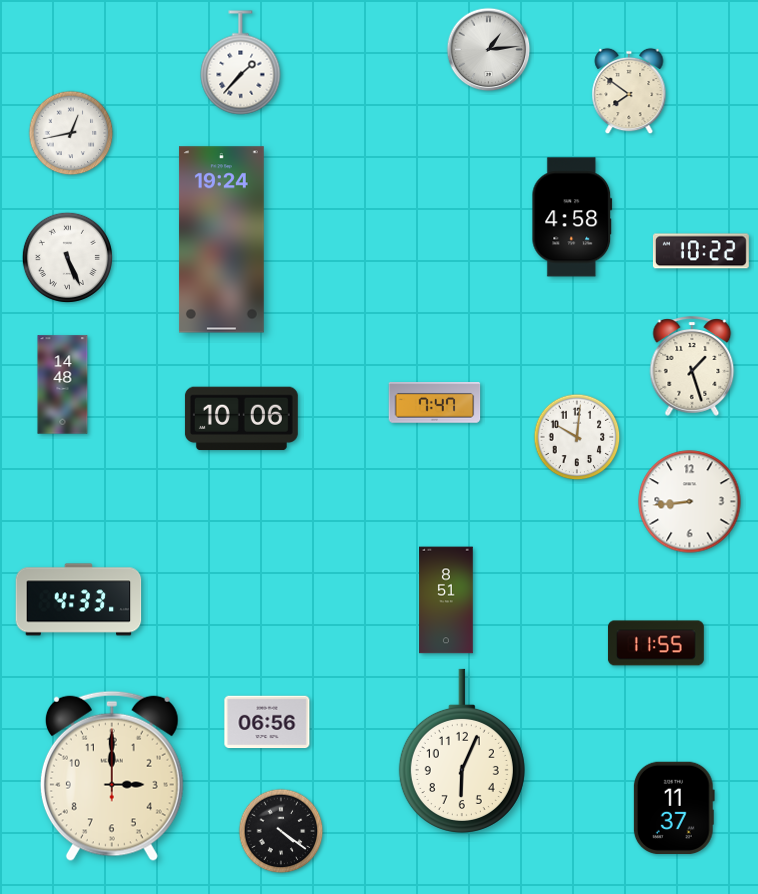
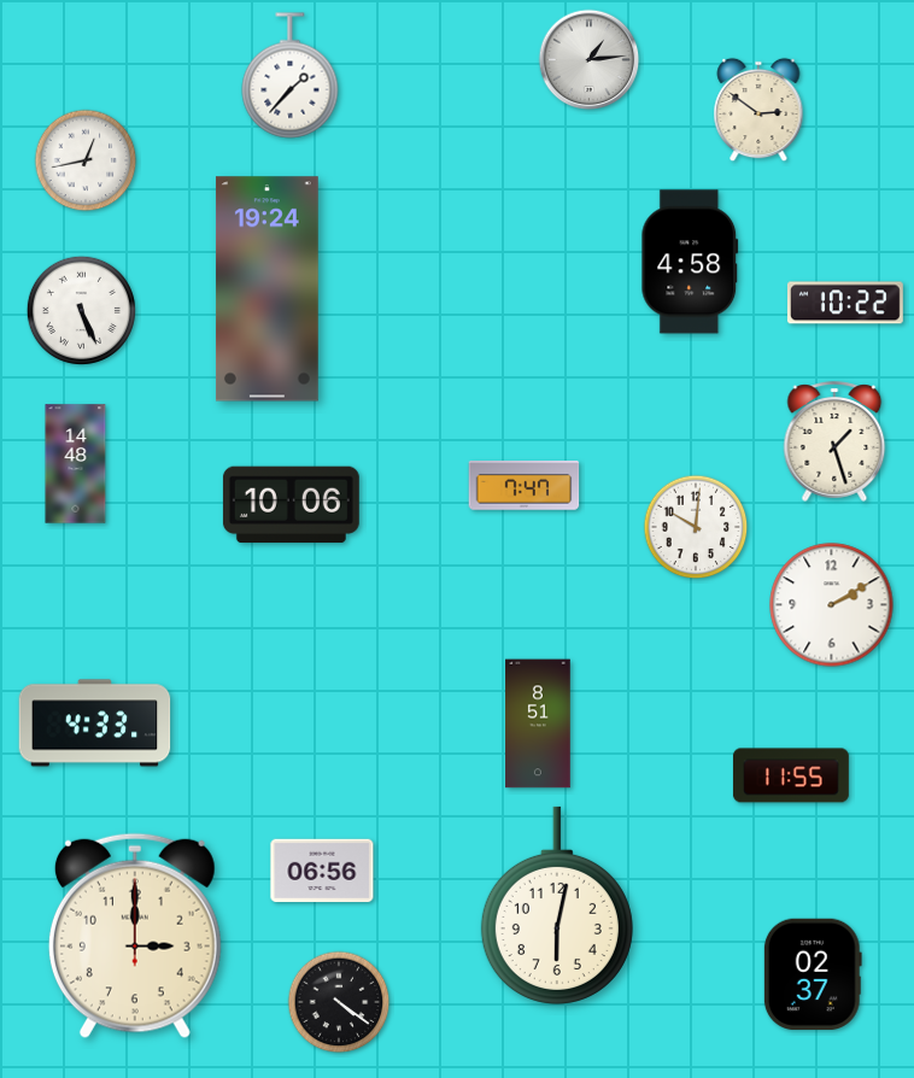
clock at (629, 91): 7:51 -> 2:51
clock at (690, 502): 8:44 -> 2:10
clock at (462, 751): 6:04 -> 6:02
clock at (674, 807): 11:37 -> 02:37
